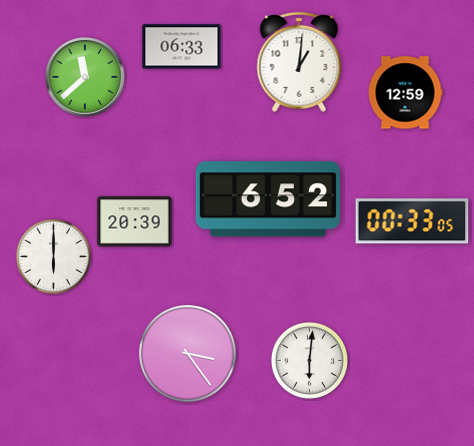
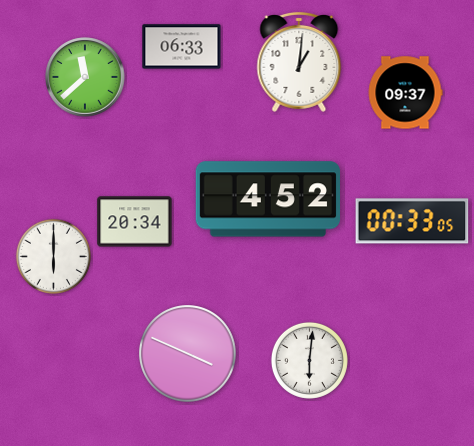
clock at (405, 93): 12:59 -> 09:37
clock at (267, 199): 6:52 -> 4:52
clock at (135, 222): 20:39 -> 20:34
clock at (188, 354): 3:24 -> 3:49
